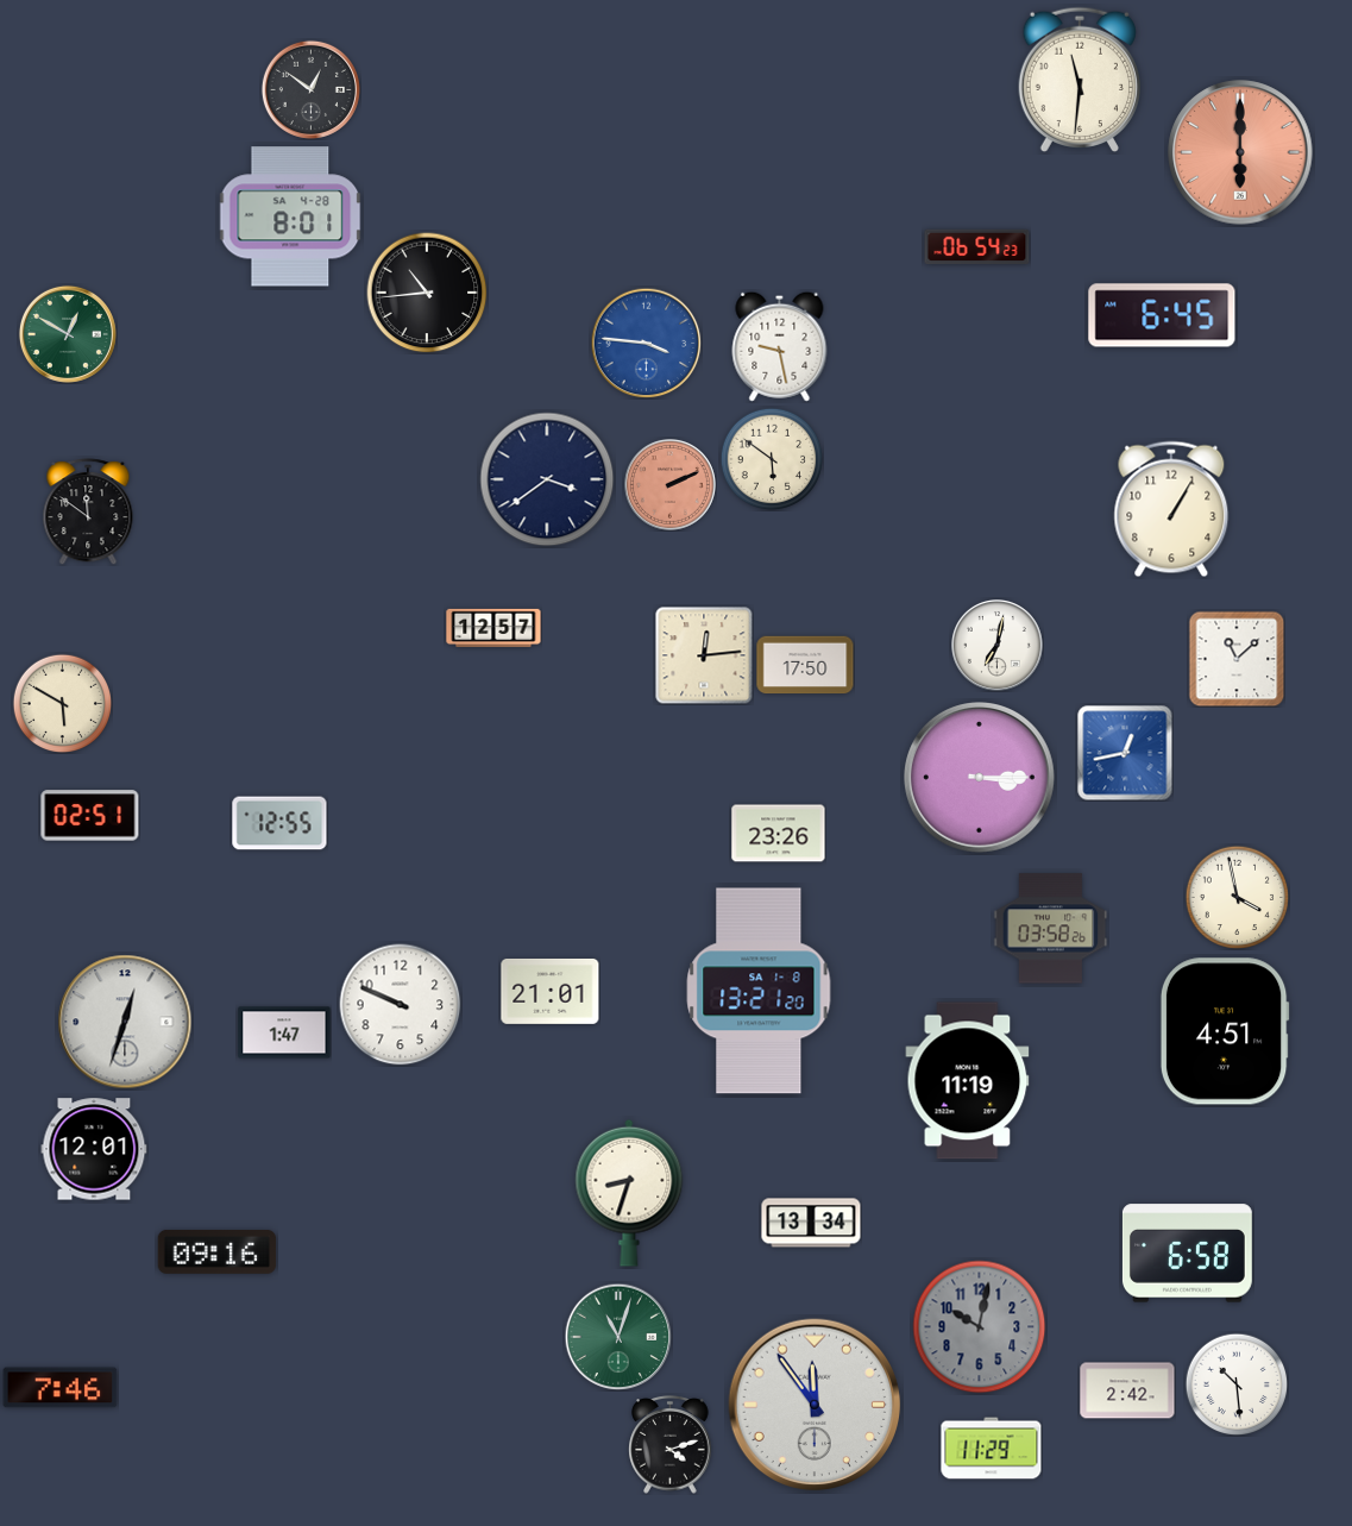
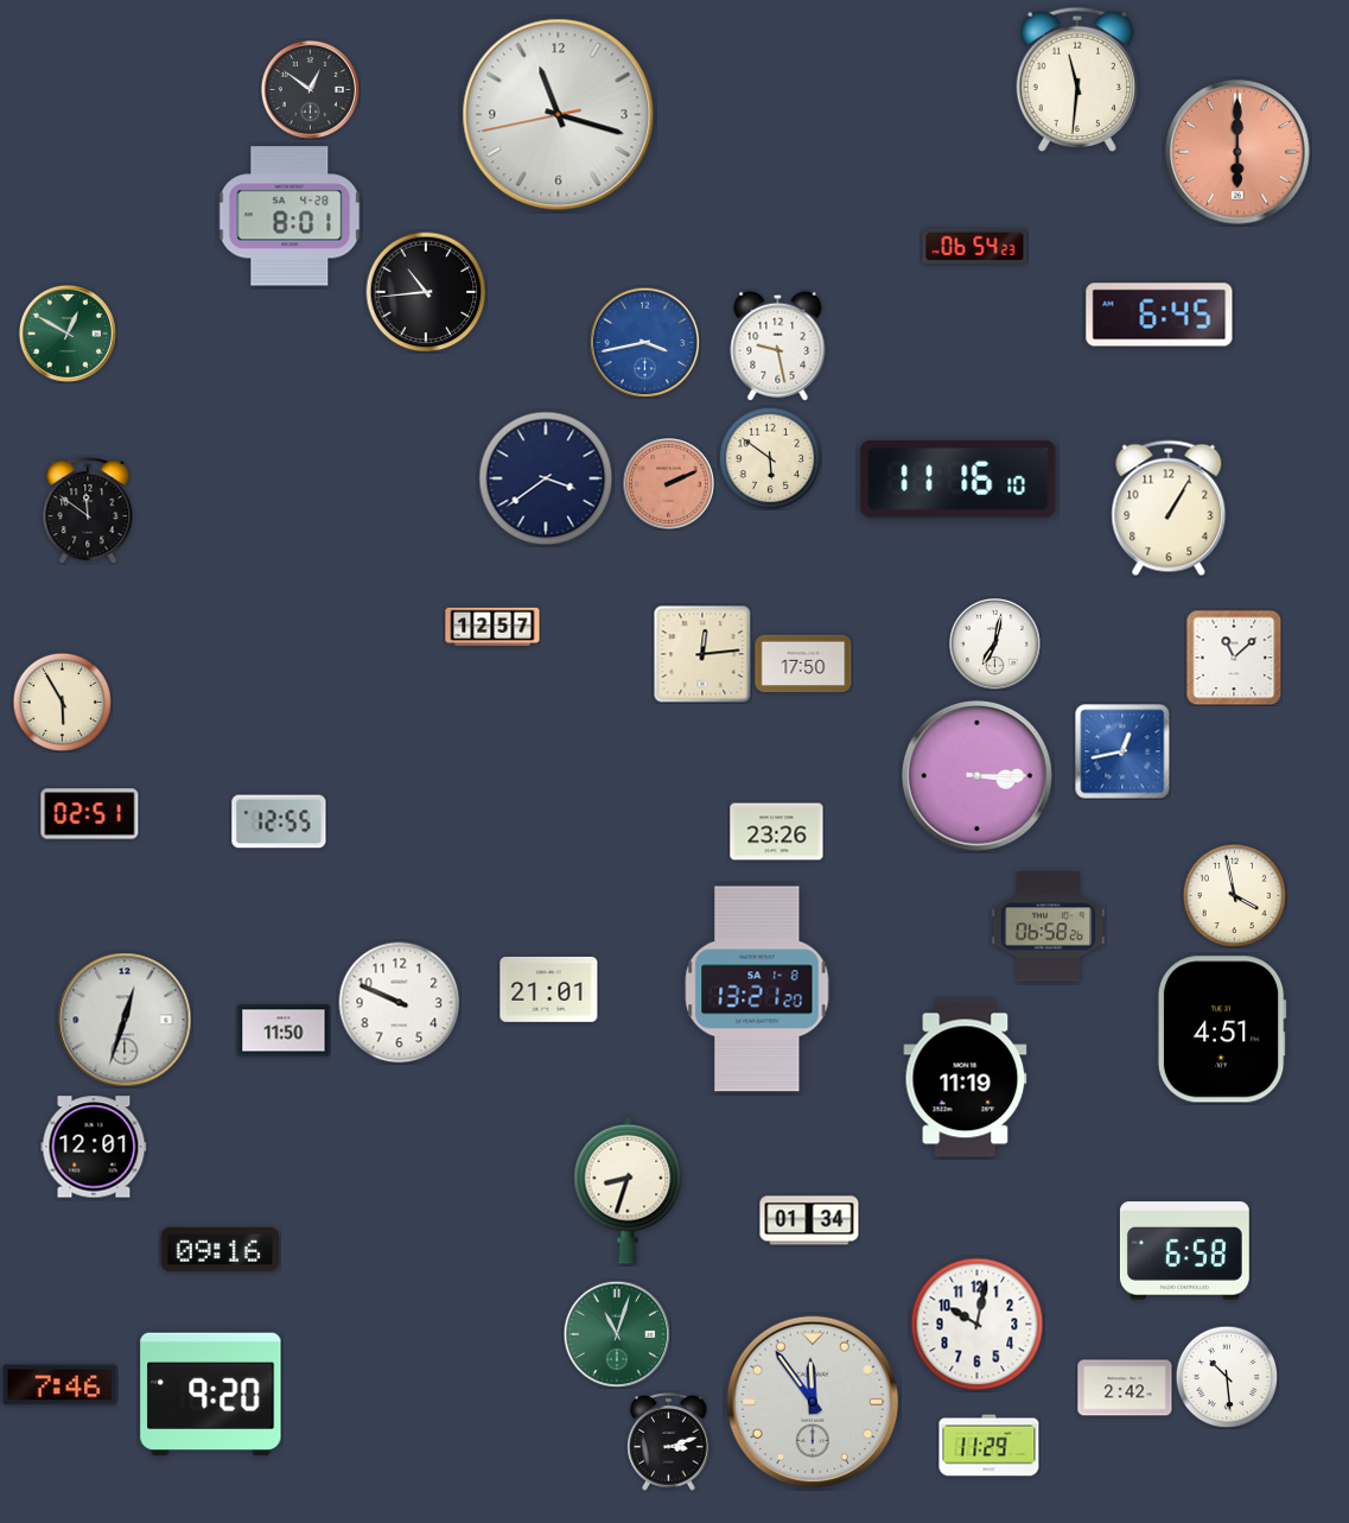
clock at (559, 115): none -> 11:17
clock at (646, 343): 3:46 -> 3:43
clock at (959, 478): none -> 11:16
clock at (62, 703): 5:50 -> 5:55
clock at (1051, 929): 03:58 -> 06:58
clock at (284, 1032): 1:47 -> 11:50
clock at (811, 1223): 13:34 -> 01:34
clock at (218, 1251) position: (218, 1251) -> (221, 1249)
clock at (980, 1327) dial: grey -> white
clock at (1237, 1384) position: (1237, 1384) -> (1227, 1377)
clock at (211, 1395): none -> 9:20
clock at (671, 1445): 4:12 -> 3:12
